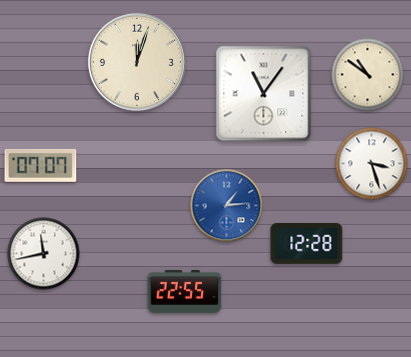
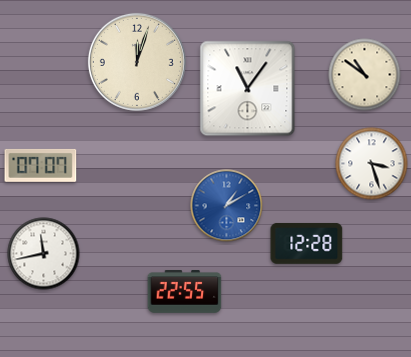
clock at (368, 75) position: (368, 75) -> (365, 75)
clock at (264, 94) position: (264, 94) -> (248, 89)
clock at (227, 206): 1:14 -> 1:10
